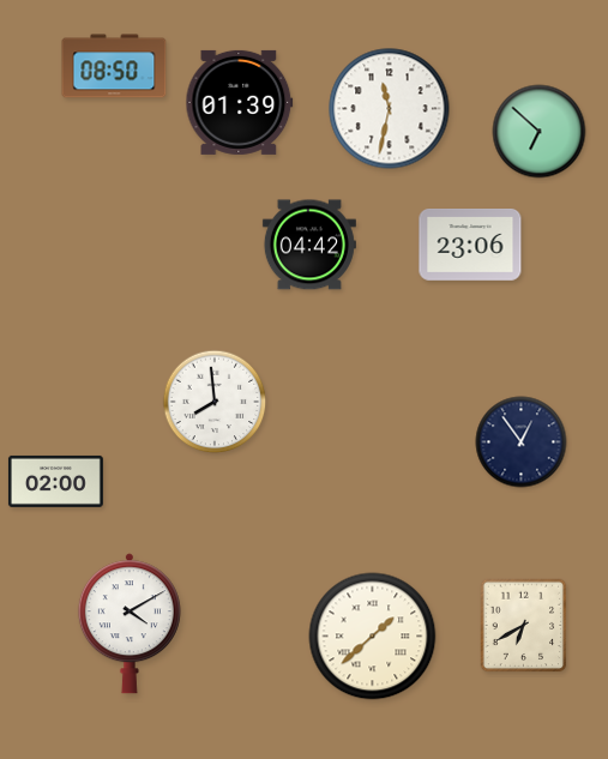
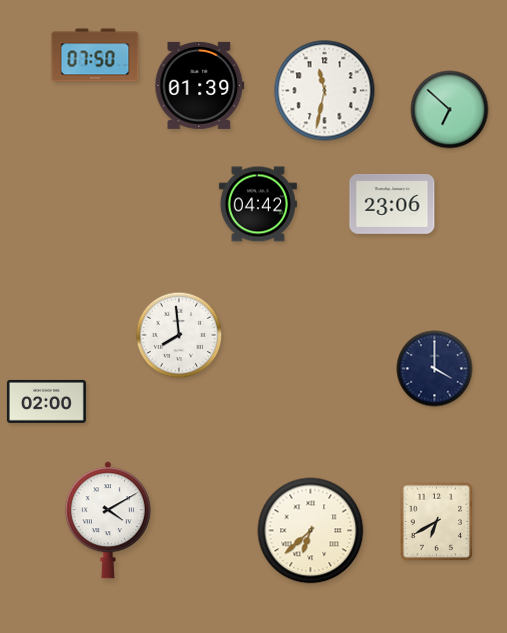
clock at (114, 66): 08:50 -> 07:50
clock at (522, 442): 12:54 -> 4:00
clock at (373, 637): 1:38 -> 6:38
